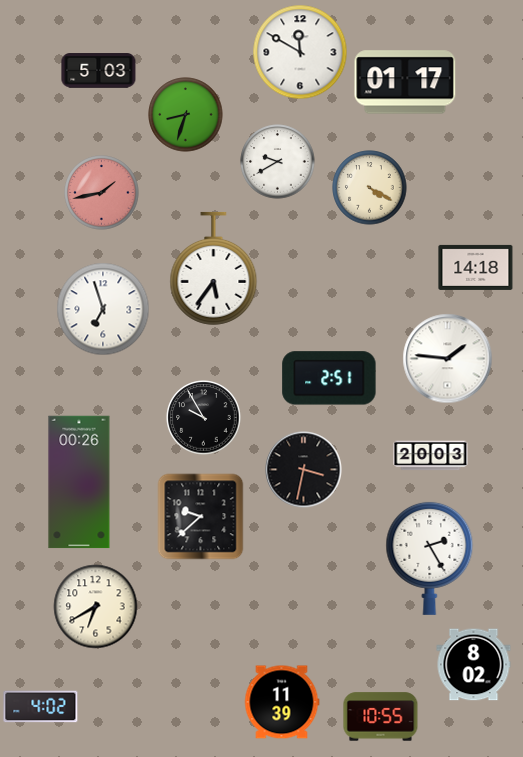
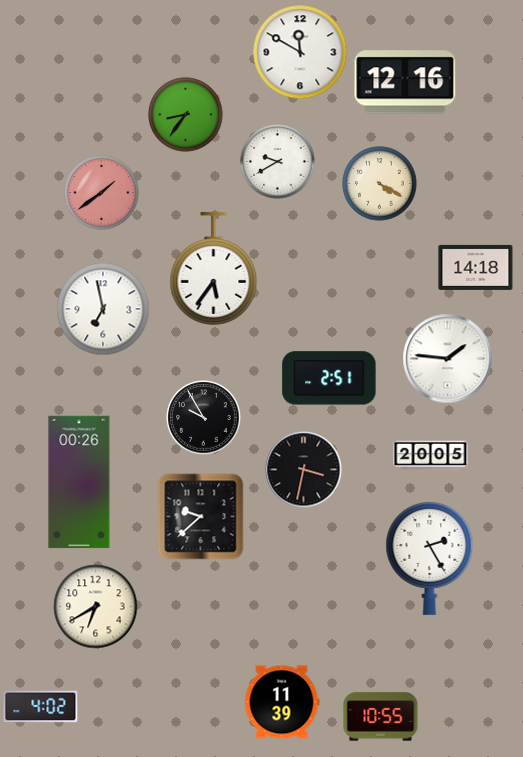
clock at (99, 71): 5:03 -> none
clock at (405, 82): 01:17 -> 12:16
clock at (186, 115): 8:33 -> 8:36
clock at (370, 188) position: (370, 188) -> (380, 184)
clock at (102, 193): 1:43 -> 1:39
clock at (103, 309): 6:57 -> 6:58
clock at (431, 456): 20:03 -> 20:05
clock at (474, 665): 8:02 -> none
